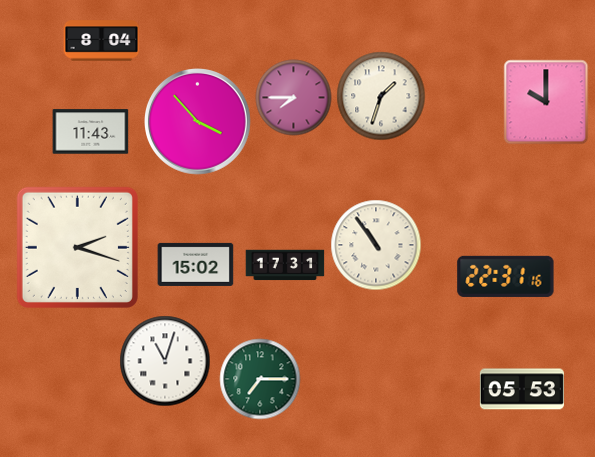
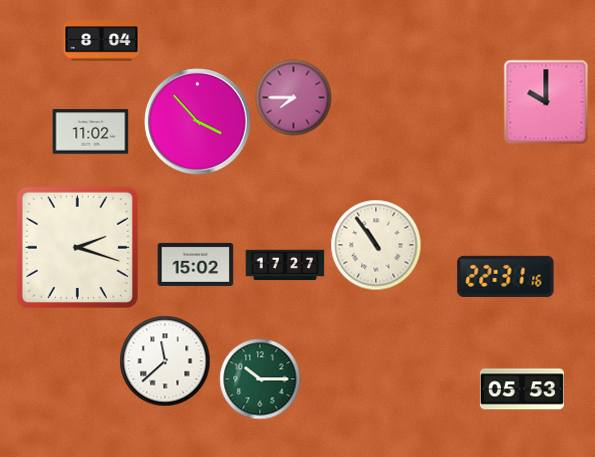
clock at (381, 96): 1:33 -> none
clock at (91, 132): 11:43 -> 11:02
clock at (285, 265): 17:31 -> 17:27
clock at (165, 361): 11:03 -> 11:38
clock at (260, 379): 7:15 -> 10:15
